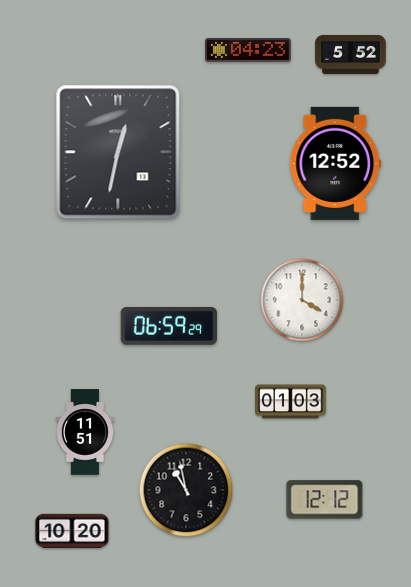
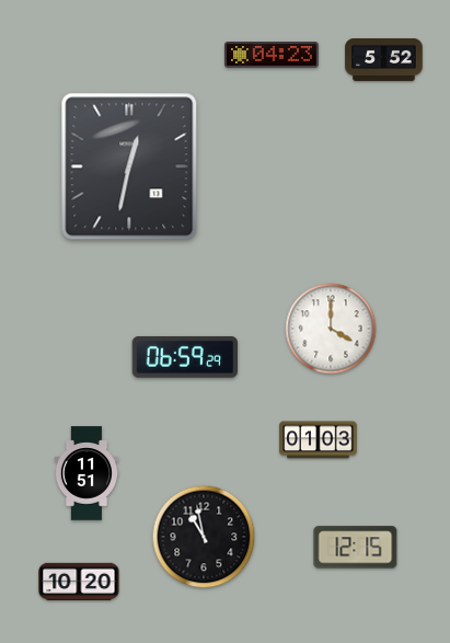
clock at (336, 163): 12:52 -> none
clock at (85, 432) position: (85, 432) -> (86, 473)
clock at (325, 500): 12:12 -> 12:15
